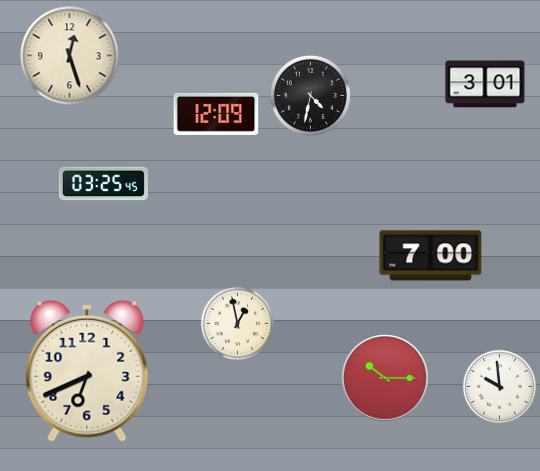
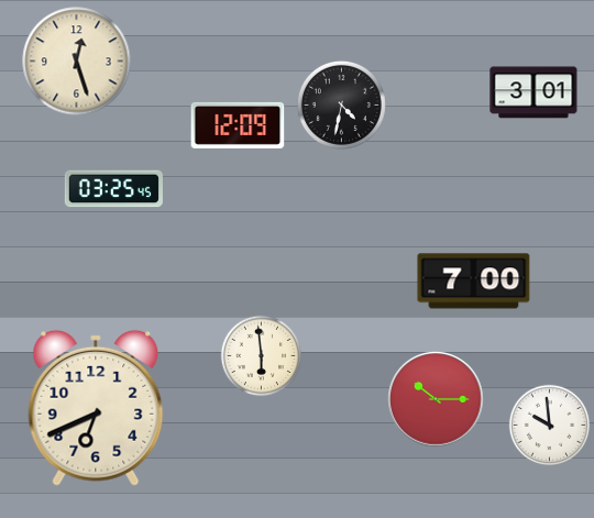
clock at (103, 184) position: (103, 184) -> (113, 189)
clock at (238, 324): 12:58 -> 5:59
clock at (385, 378) position: (385, 378) -> (436, 399)
